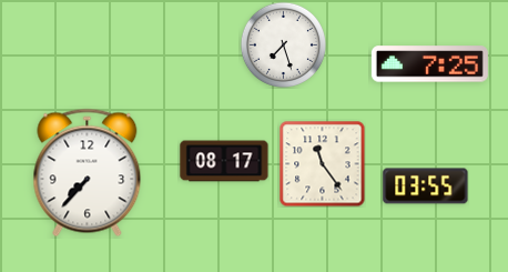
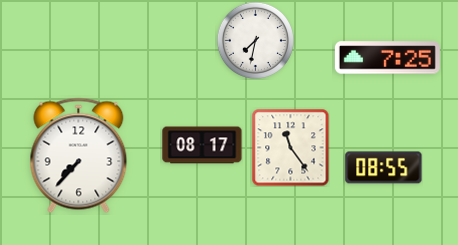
clock at (283, 44): 7:27 -> 7:32
clock at (426, 187): 03:55 -> 08:55
